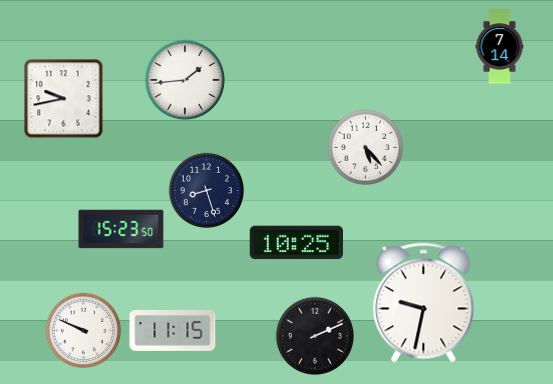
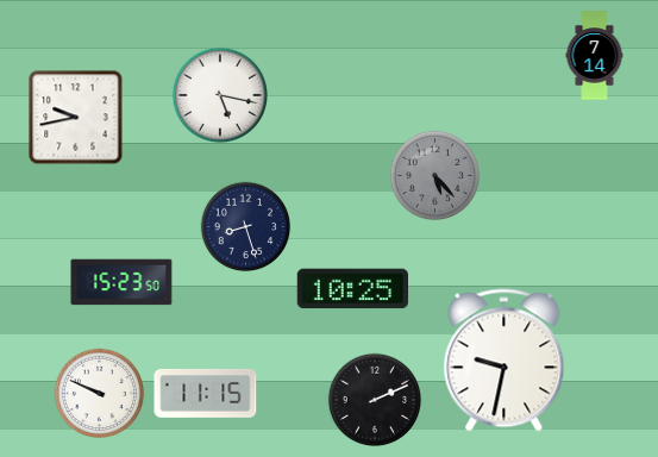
clock at (184, 79): 1:44 -> 5:17
clock at (366, 148) dial: white -> grey
clock at (121, 229) position: (121, 229) -> (121, 282)
